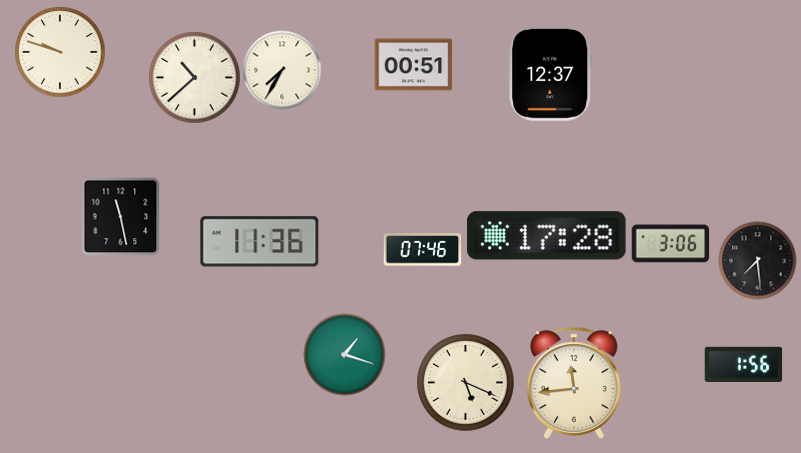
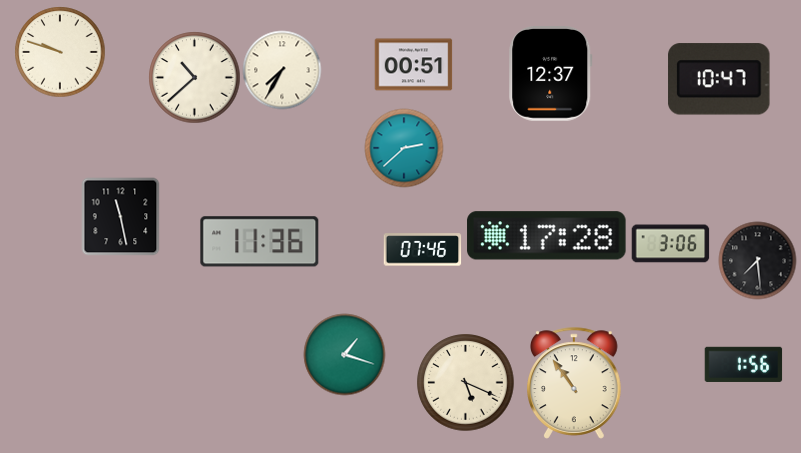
clock at (719, 79): none -> 10:47
clock at (404, 148): none -> 2:38
clock at (575, 383): 11:44 -> 10:54
